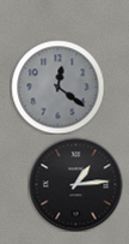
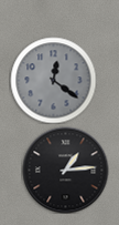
clock at (75, 184) position: (75, 184) -> (65, 170)
